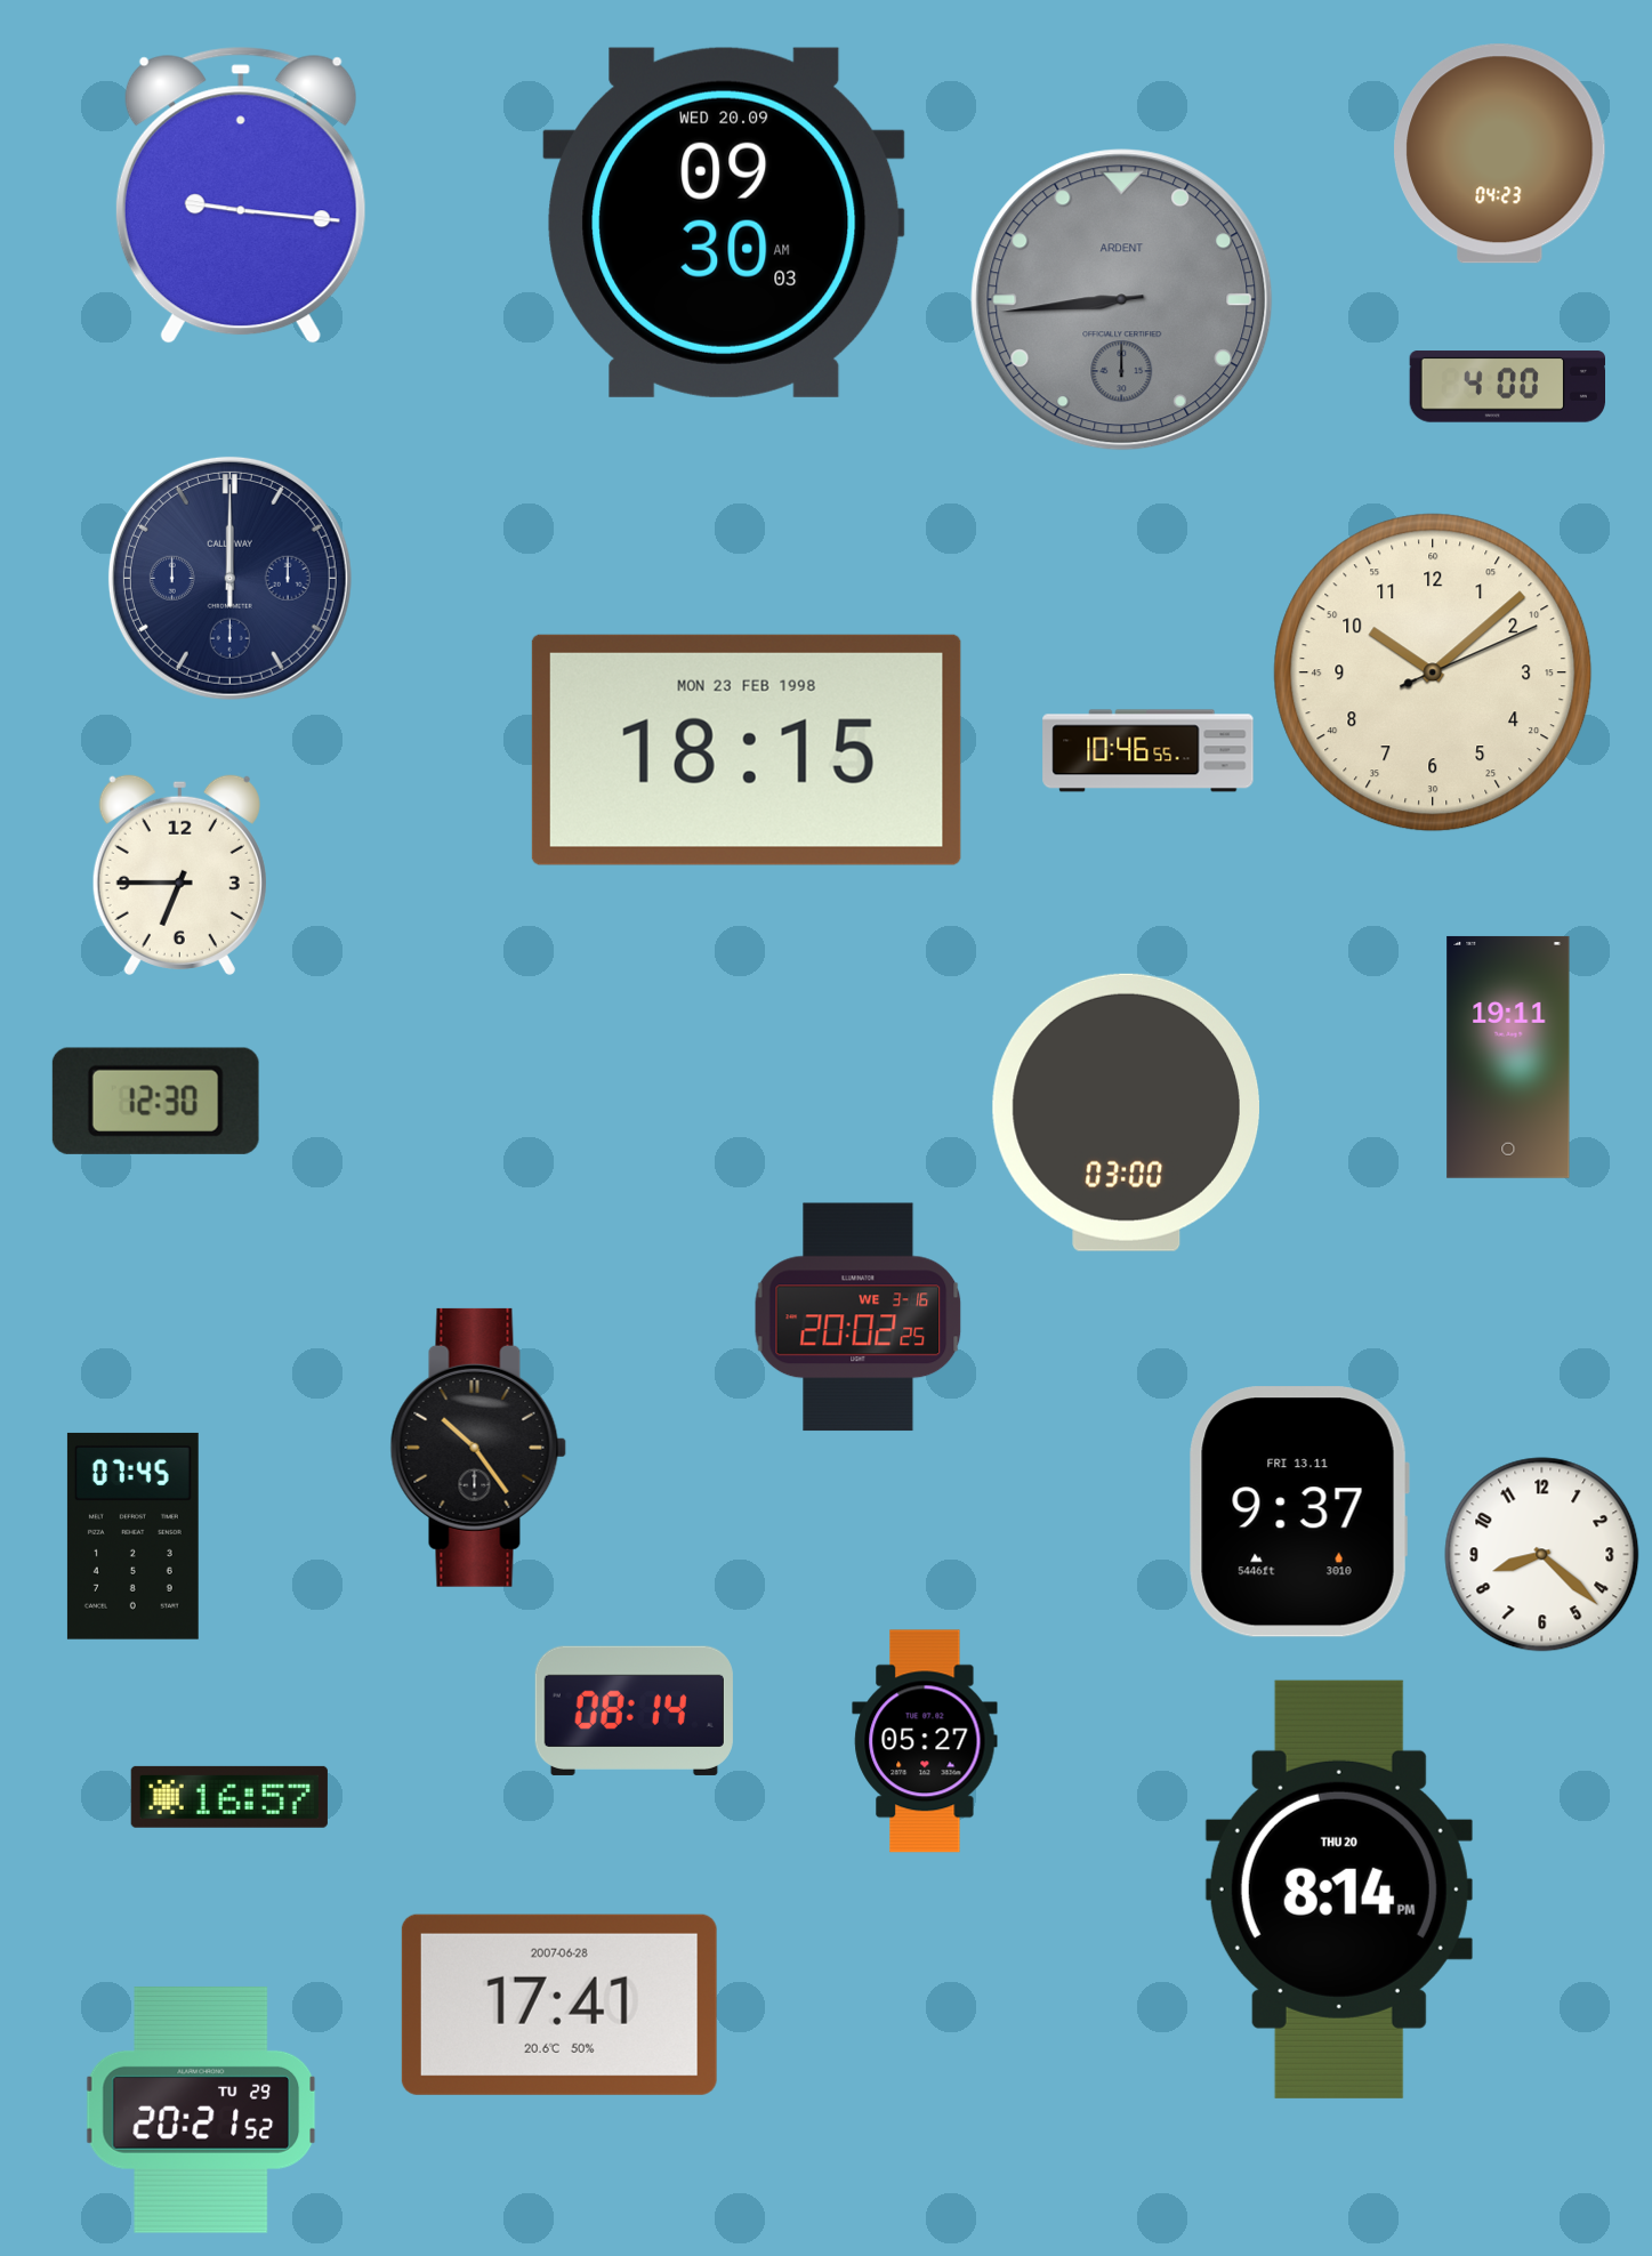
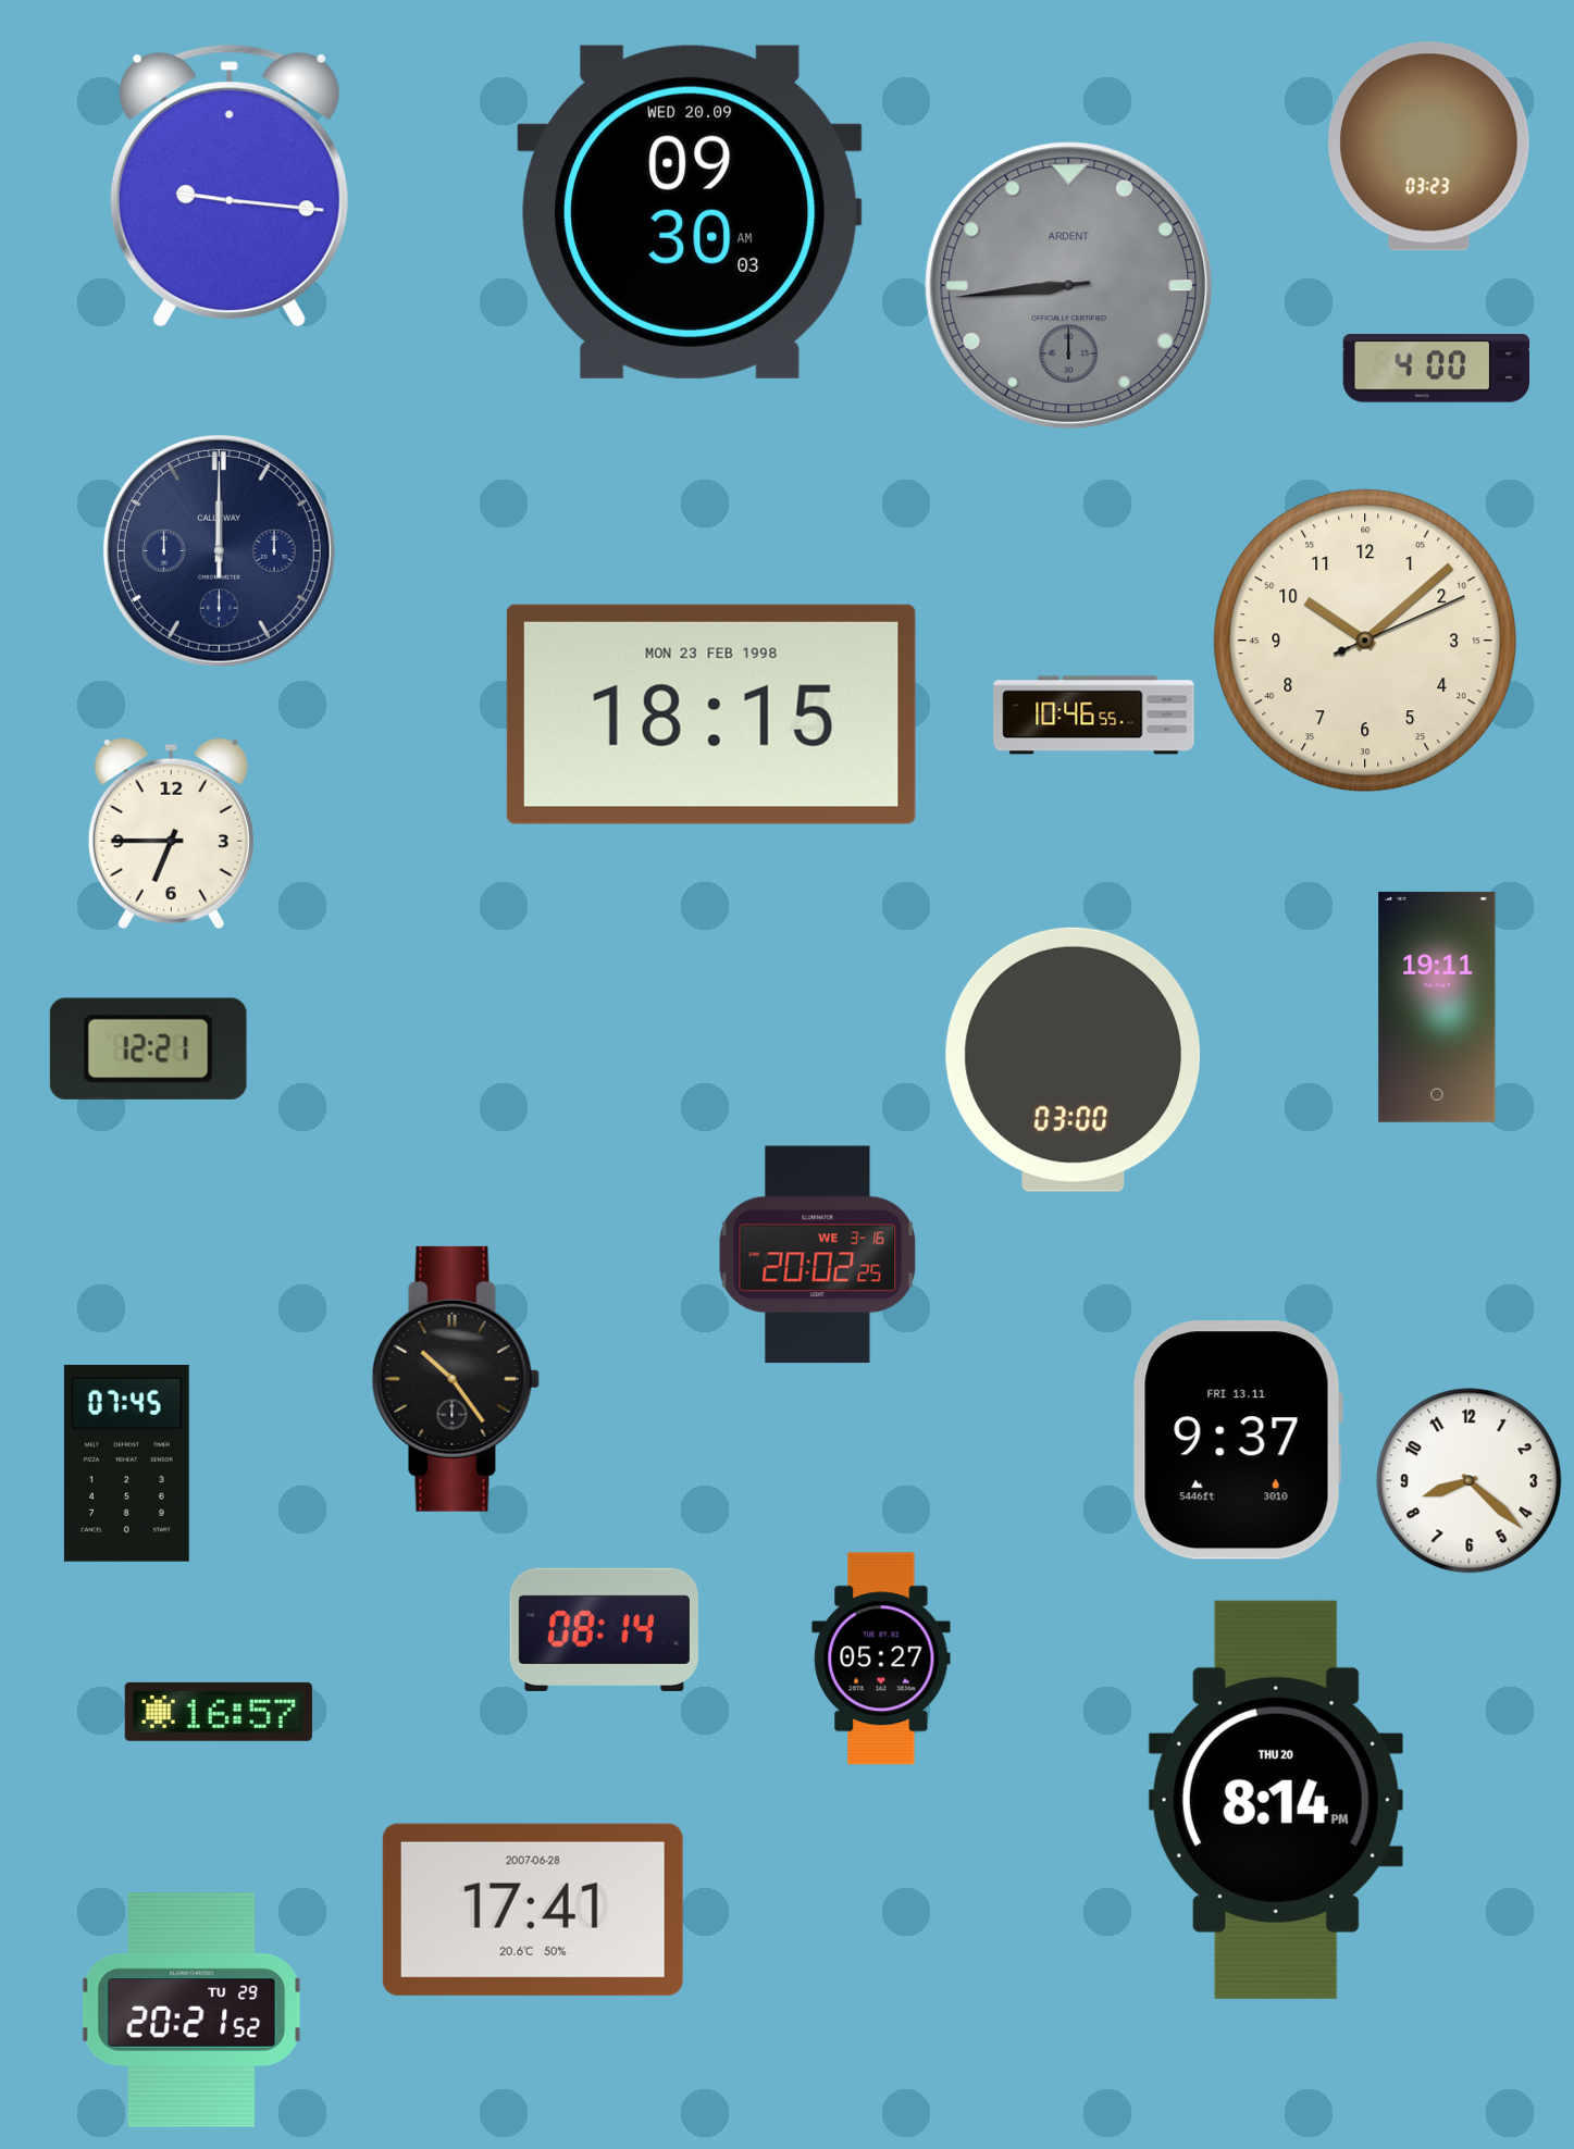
clock at (1500, 154): 04:23 -> 03:23
clock at (155, 1101): 12:30 -> 12:21
